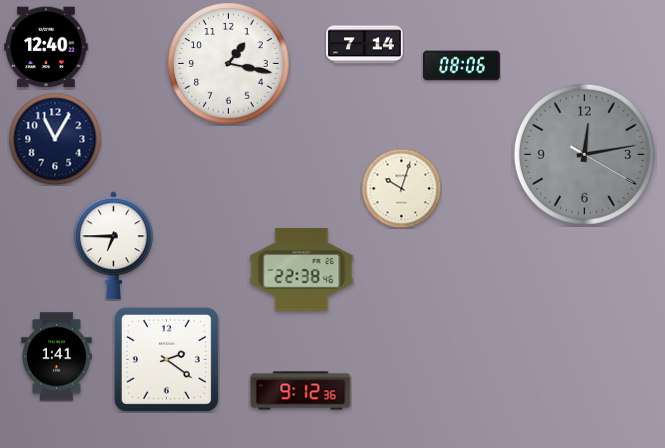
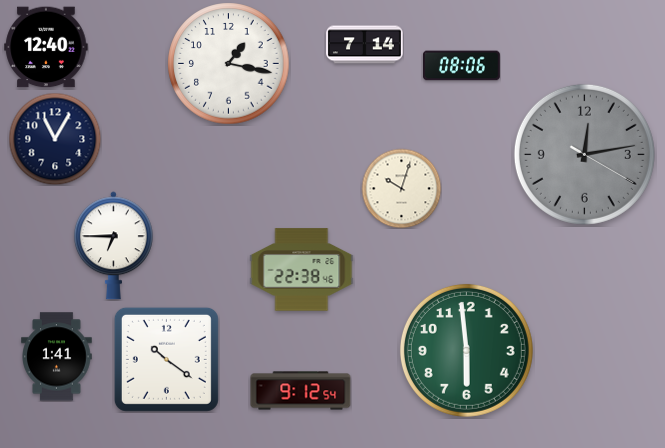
clock at (466, 350): none -> 5:59
clock at (166, 359): 2:21 -> 10:21
clock at (301, 391): 9:12:36 -> 9:12:54
